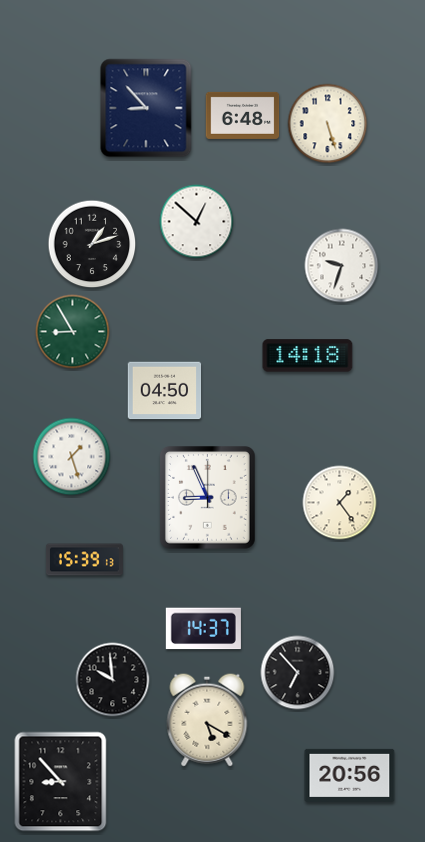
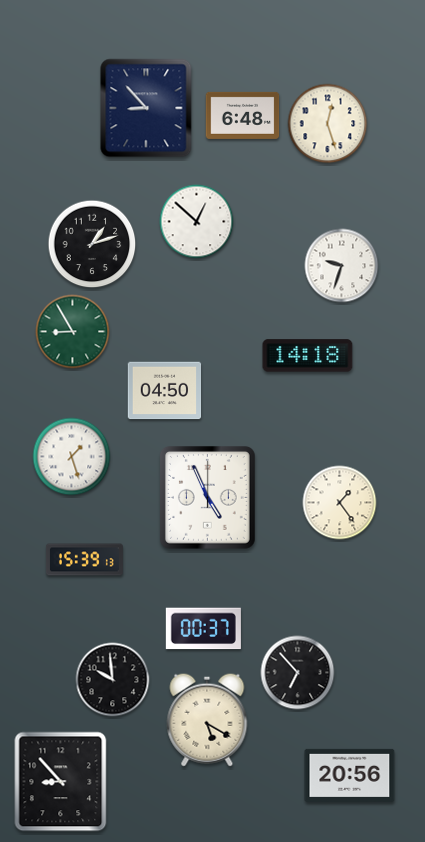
clock at (328, 124): 5:27 -> 12:27
clock at (207, 498): 8:56 -> 4:56
clock at (203, 629): 14:37 -> 00:37
